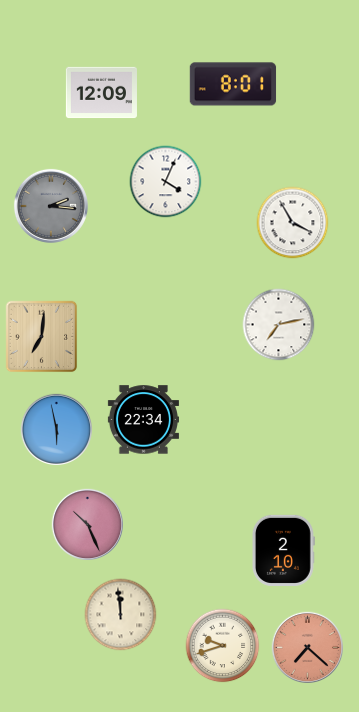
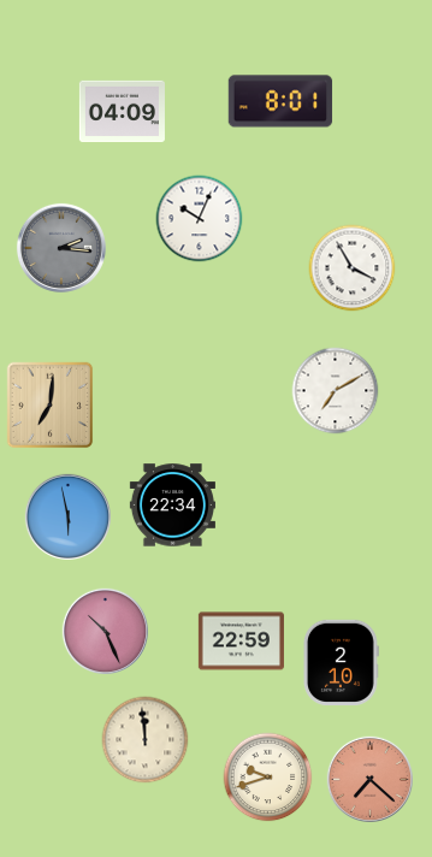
clock at (101, 93): 12:09 -> 04:09
clock at (166, 182): 4:04 -> 10:04
clock at (279, 325): 7:13 -> 7:10
clock at (241, 642): none -> 22:59
